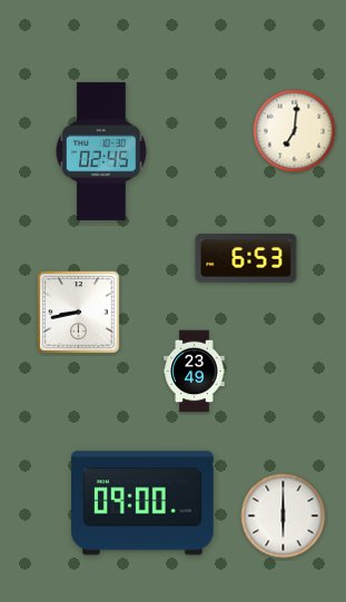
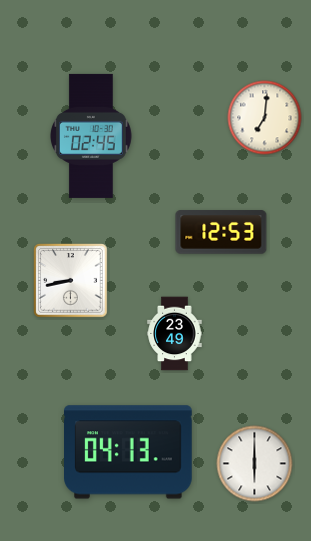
clock at (246, 258): 6:53 -> 12:53
clock at (144, 503): 09:00 -> 04:13
